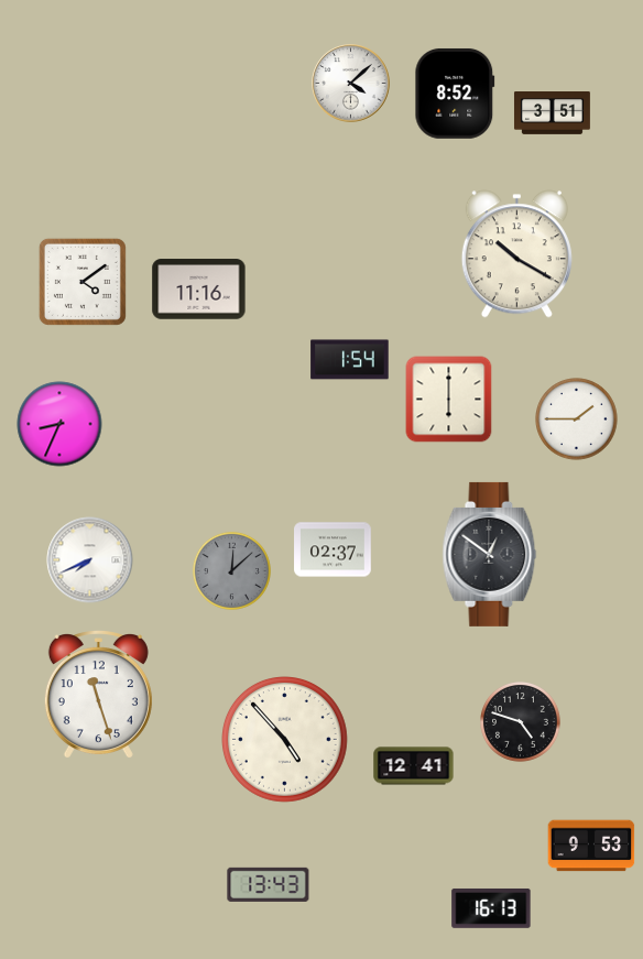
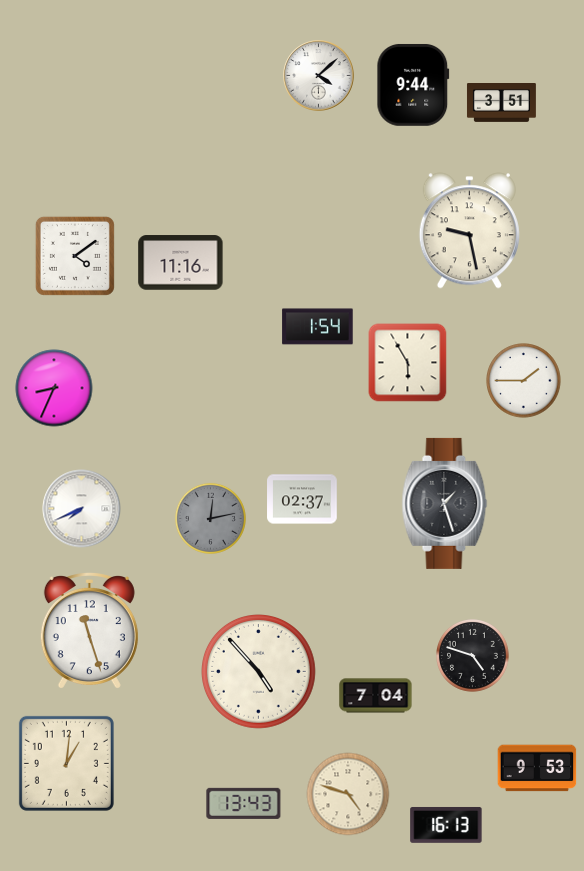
clock at (455, 94): 8:52 -> 9:44
clock at (516, 254): 10:20 -> 9:28
clock at (449, 400): 6:00 -> 5:55
clock at (59, 424) position: (59, 424) -> (54, 388)
clock at (490, 554): 12:51 -> 1:27
clock at (231, 570): 12:08 -> 12:13
clock at (414, 766): 12:41 -> 7:04
clock at (66, 763): none -> 1:01
clock at (348, 794): none -> 4:48
